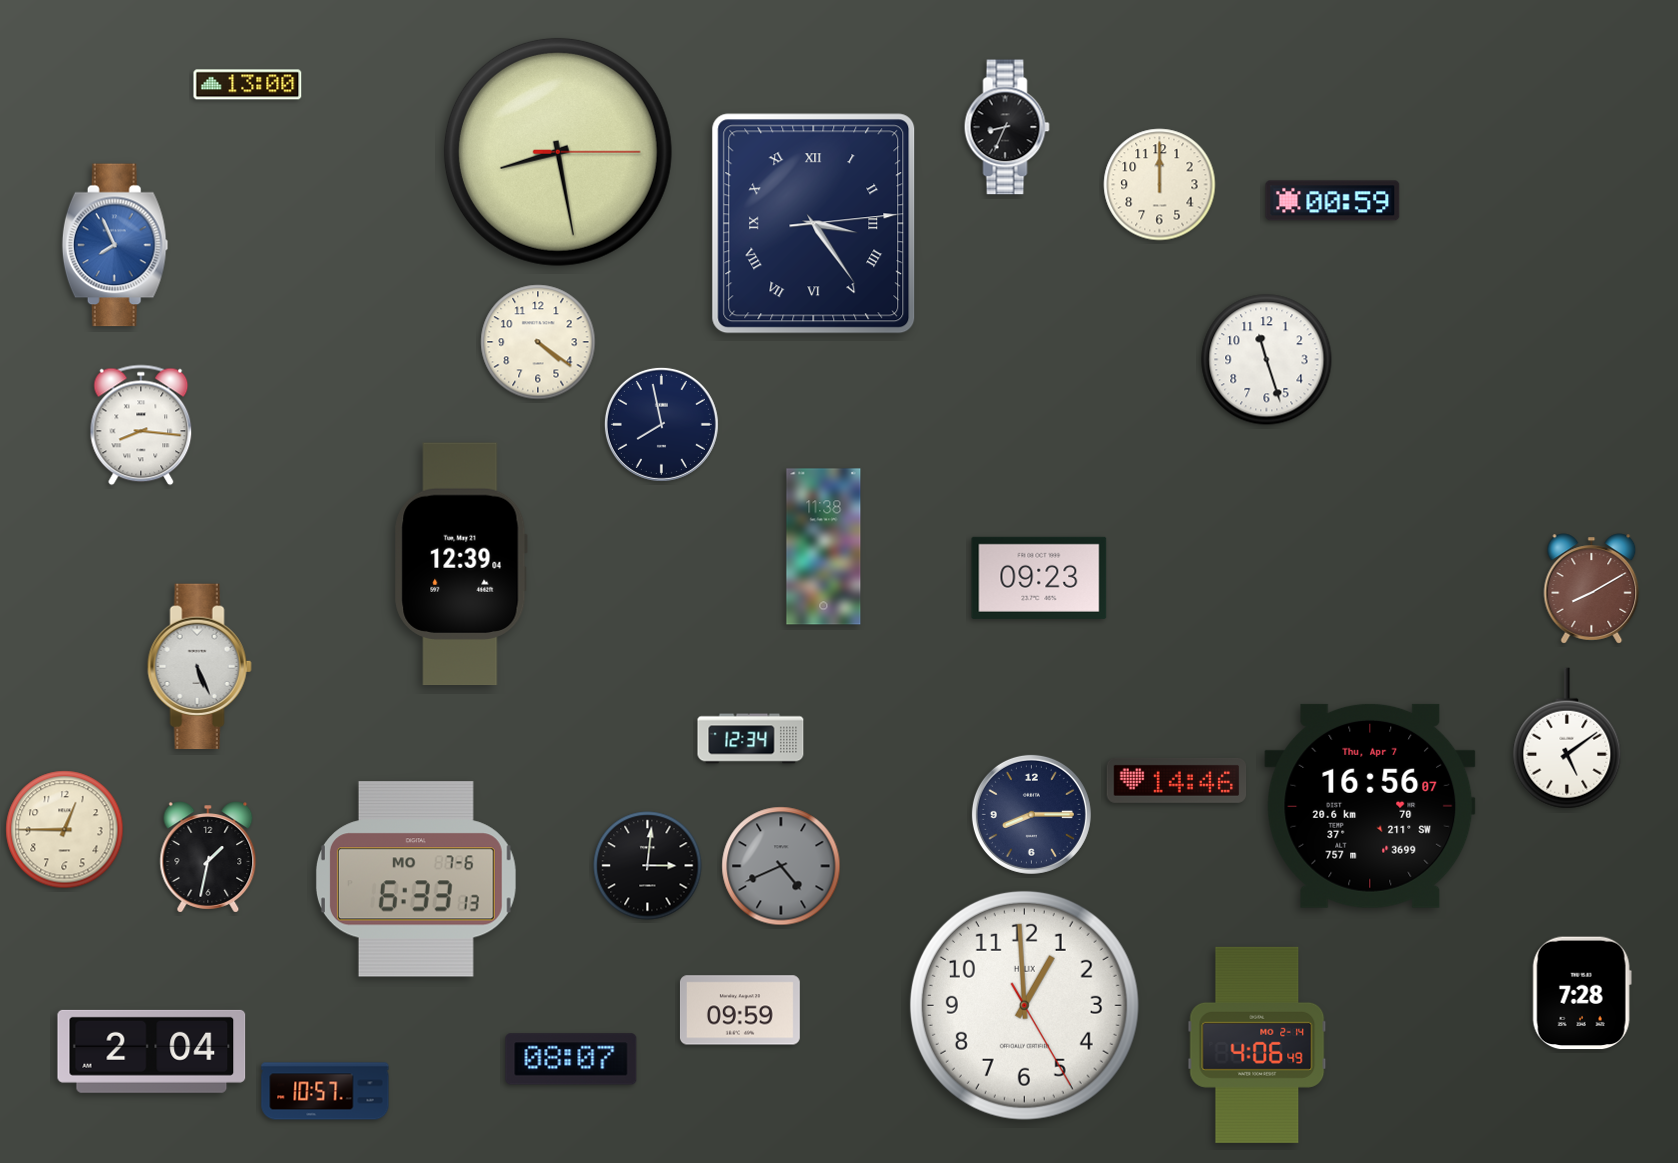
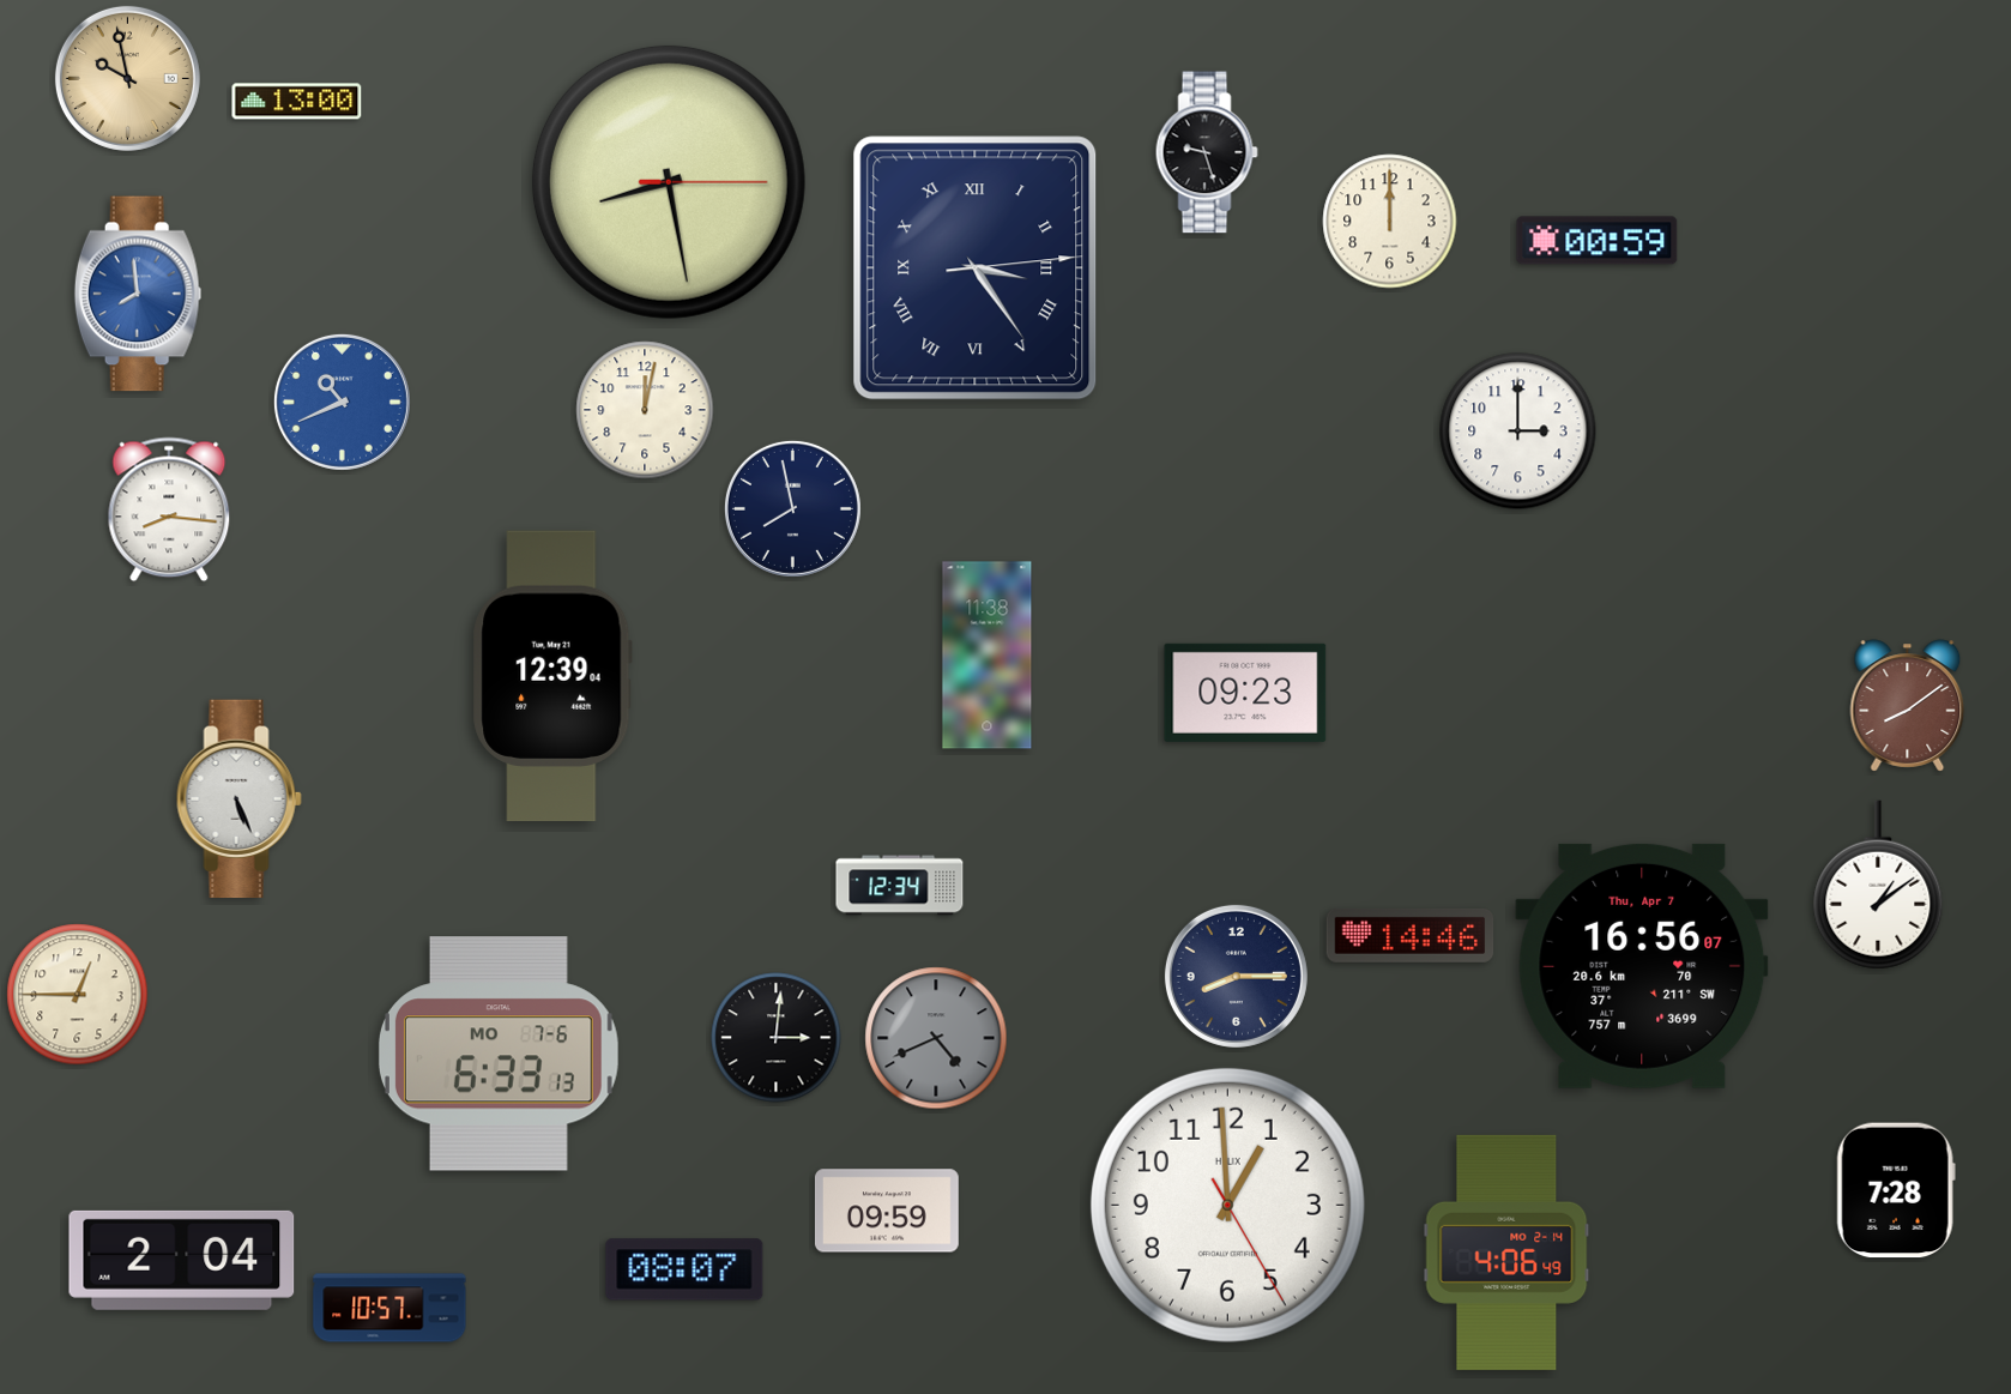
clock at (127, 78): none -> 9:58
clock at (1007, 127): 8:34 -> 9:27
clock at (115, 245): 7:56 -> 7:59
clock at (342, 402): none -> 10:41
clock at (538, 342): 4:21 -> 12:02
clock at (1267, 360): 11:27 -> 3:00
clock at (1592, 589): 8:10 -> 8:09
clock at (1567, 738): 5:09 -> 1:09
clock at (208, 857): 1:32 -> none
